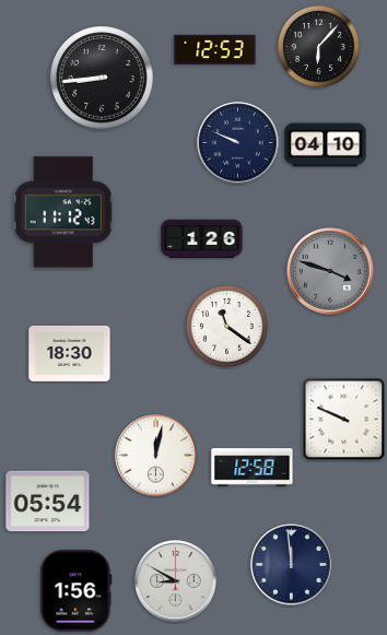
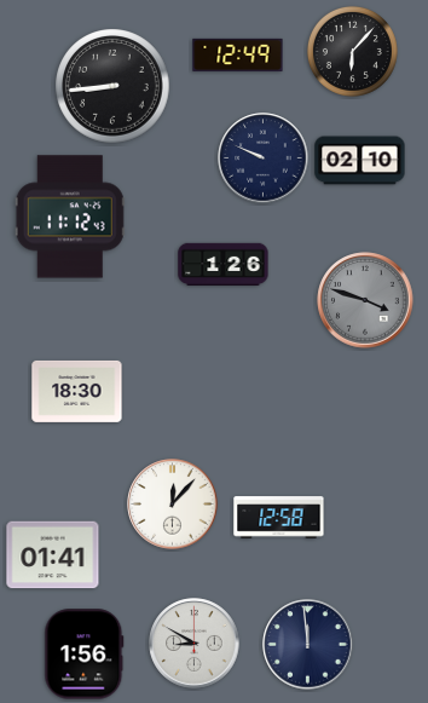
clock at (215, 49): 12:53 -> 12:49
clock at (326, 145): 04:10 -> 02:10
clock at (63, 212) position: (63, 212) -> (70, 217)
clock at (226, 326): 11:21 -> none
clock at (344, 420): 9:49 -> none
clock at (156, 456): 12:02 -> 12:07
clock at (48, 502): 05:54 -> 01:41
clock at (292, 565) position: (292, 565) -> (308, 645)
